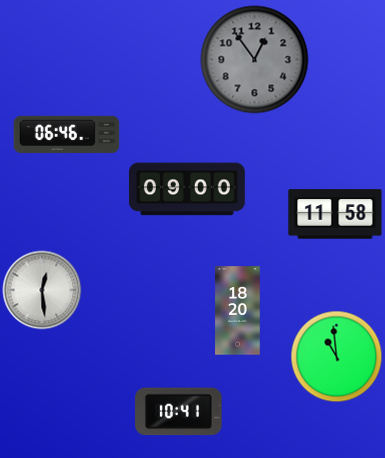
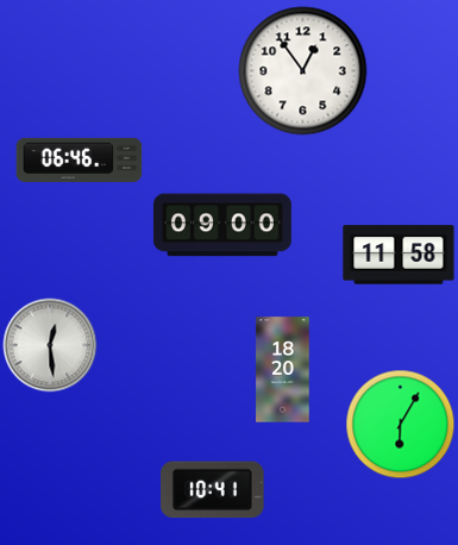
clock at (255, 60) dial: grey -> white
clock at (337, 357): 10:59 -> 6:05
